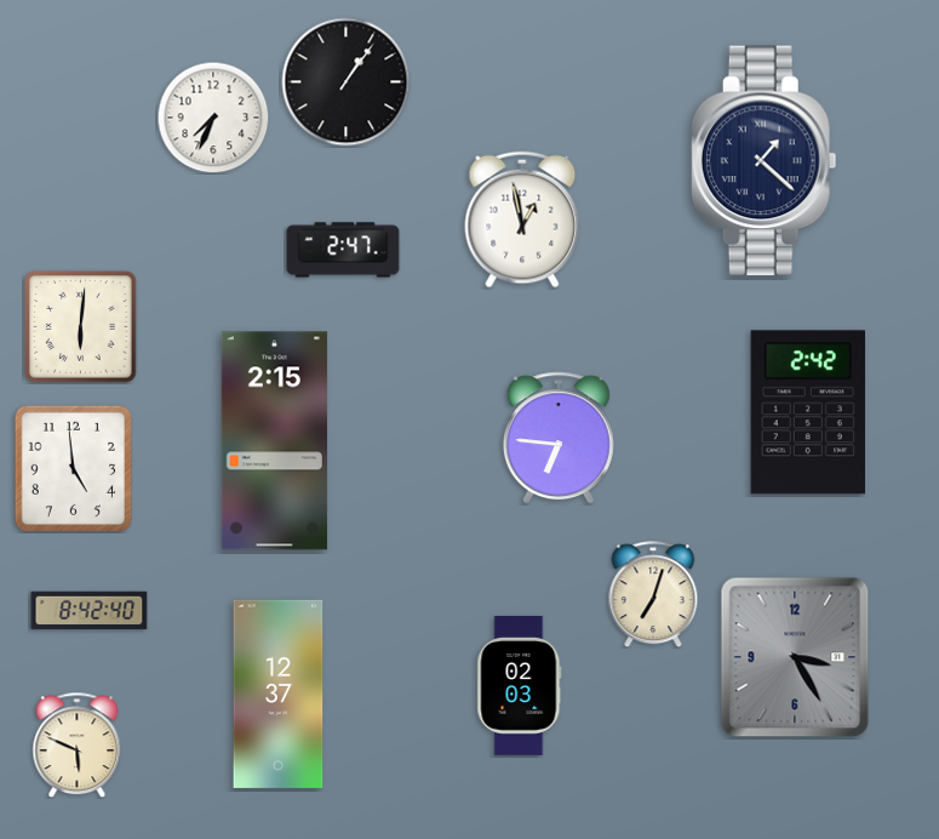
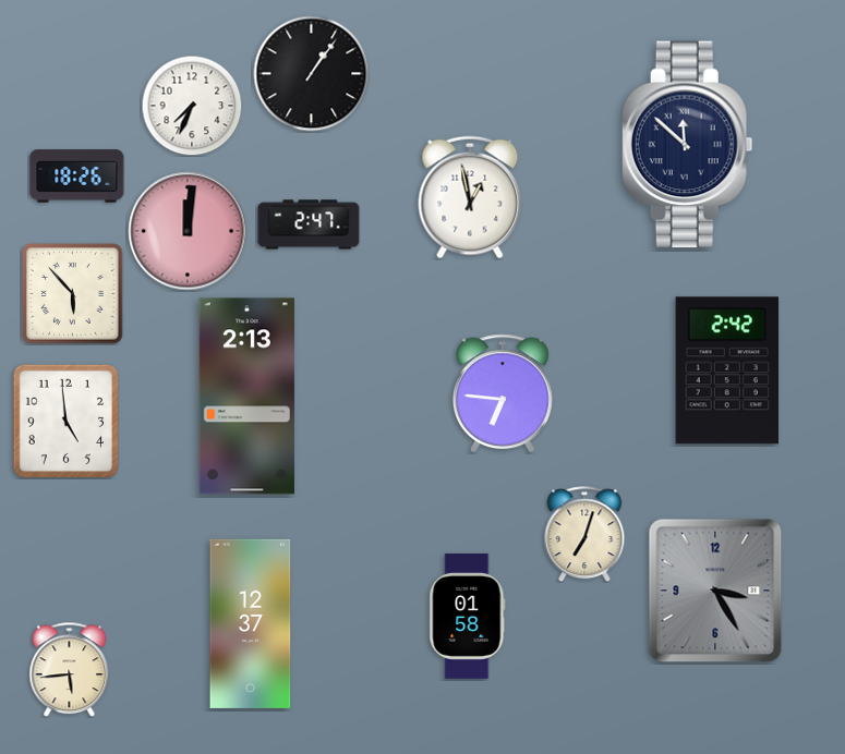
clock at (763, 161): 1:22 -> 11:52
clock at (77, 177): none -> 18:26
clock at (188, 231): none -> 12:01
clock at (81, 327): 6:01 -> 5:53
clock at (274, 441): 2:15 -> 2:13
clock at (653, 594) position: (653, 594) -> (584, 534)
clock at (90, 611): 8:42 -> none
clock at (520, 685): 02:03 -> 01:58
clock at (78, 744): 5:49 -> 5:44
